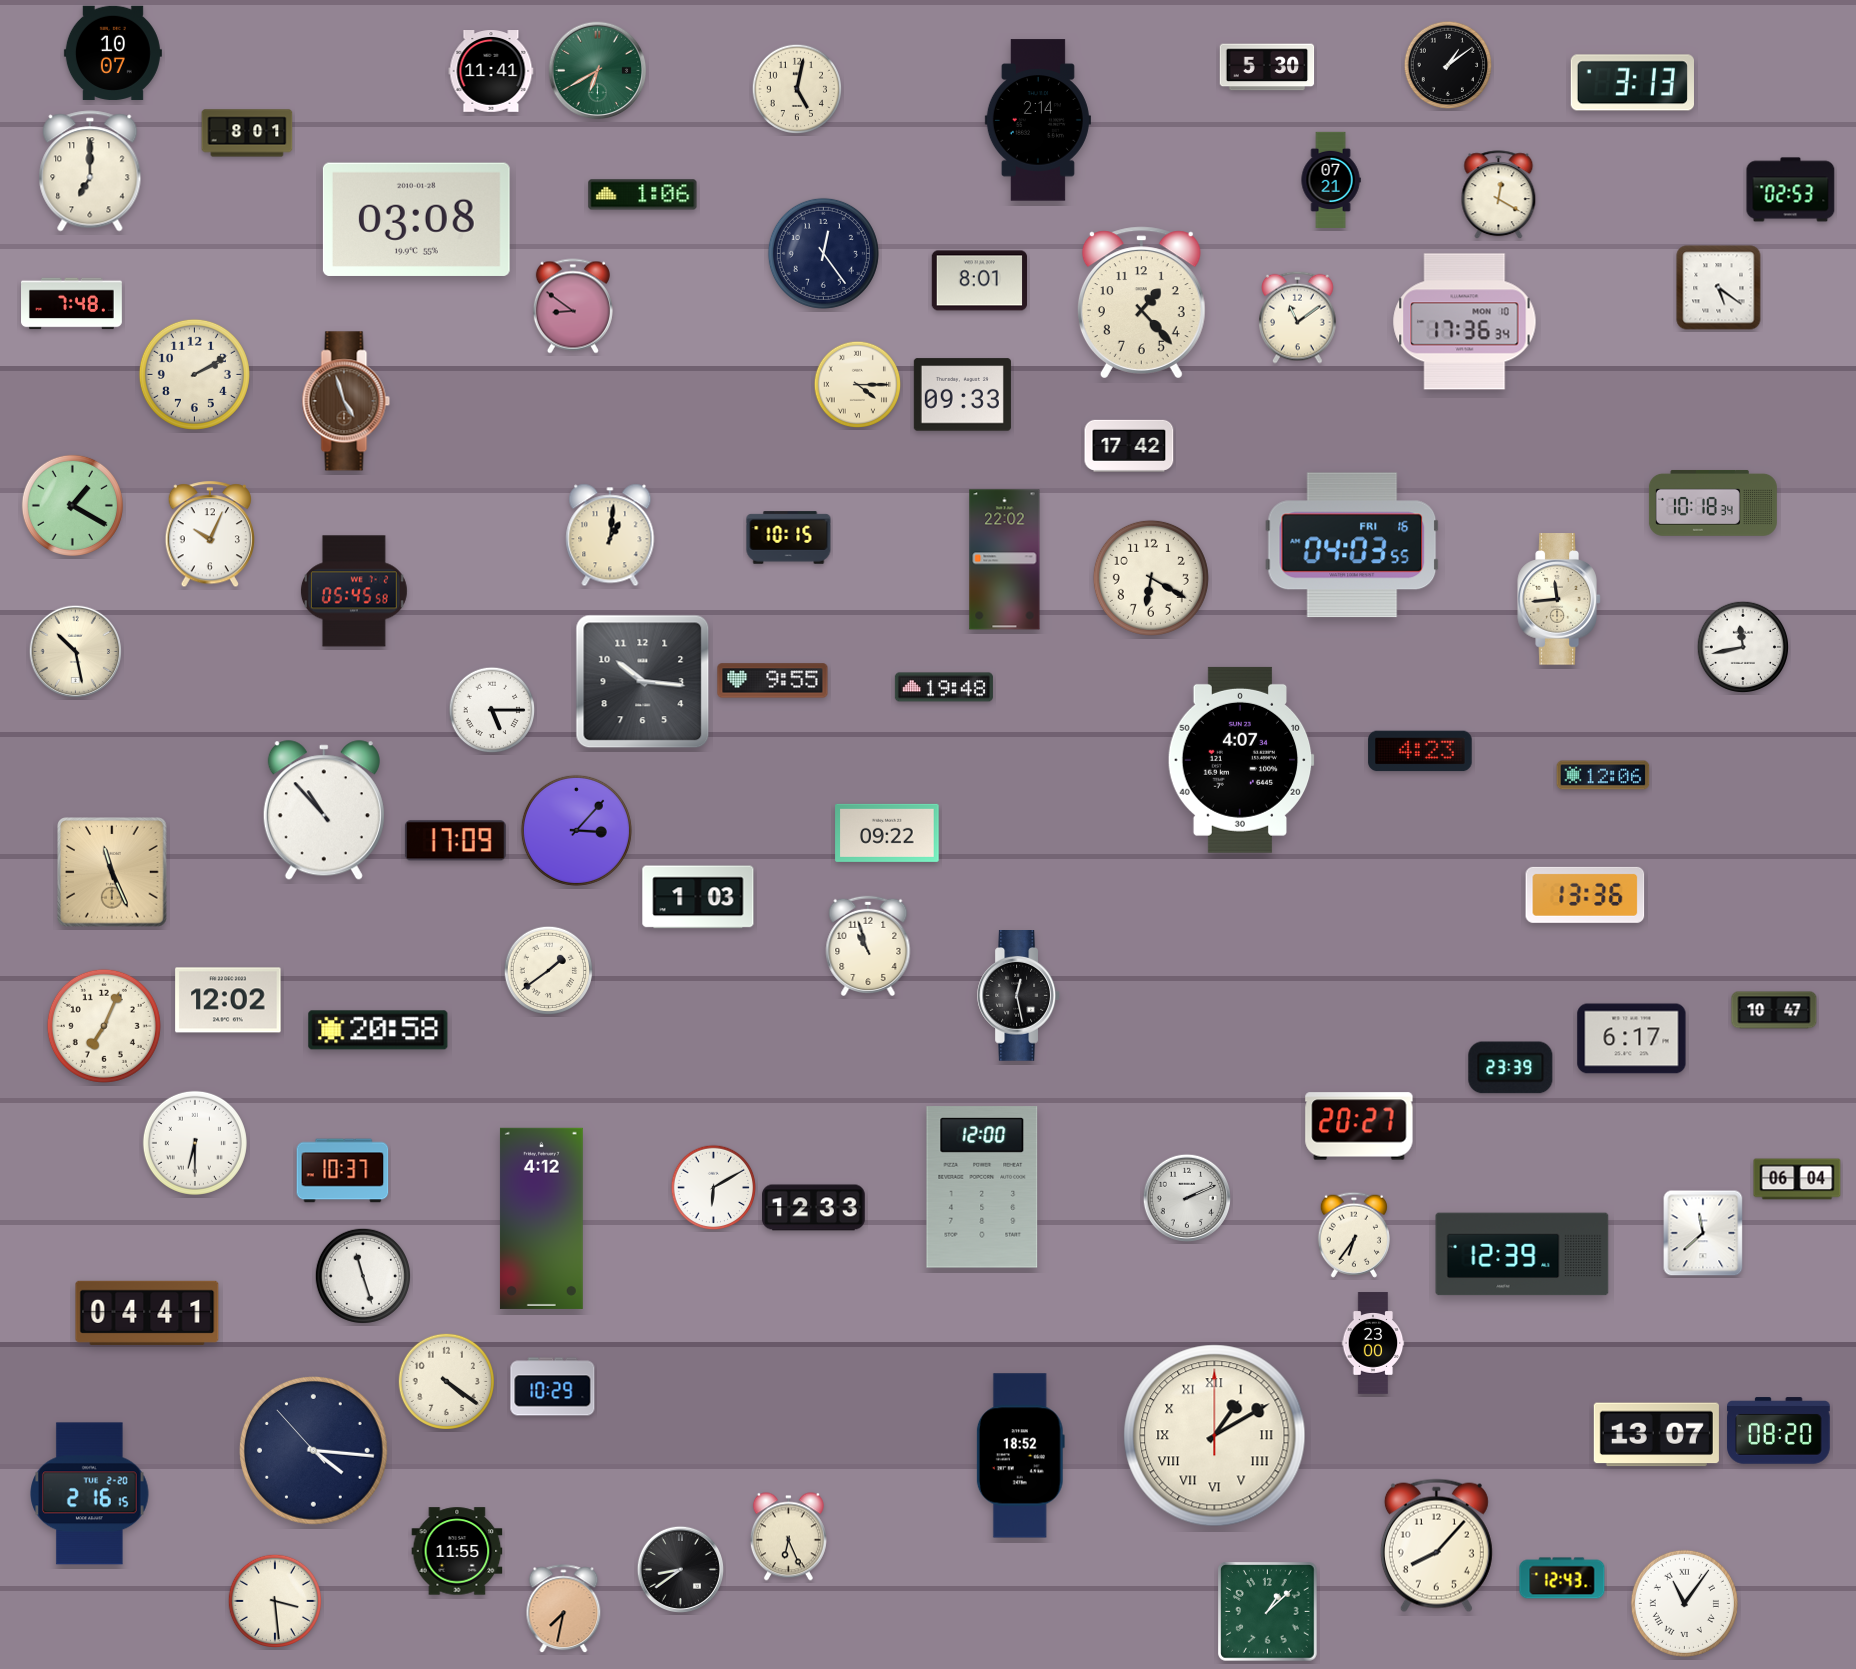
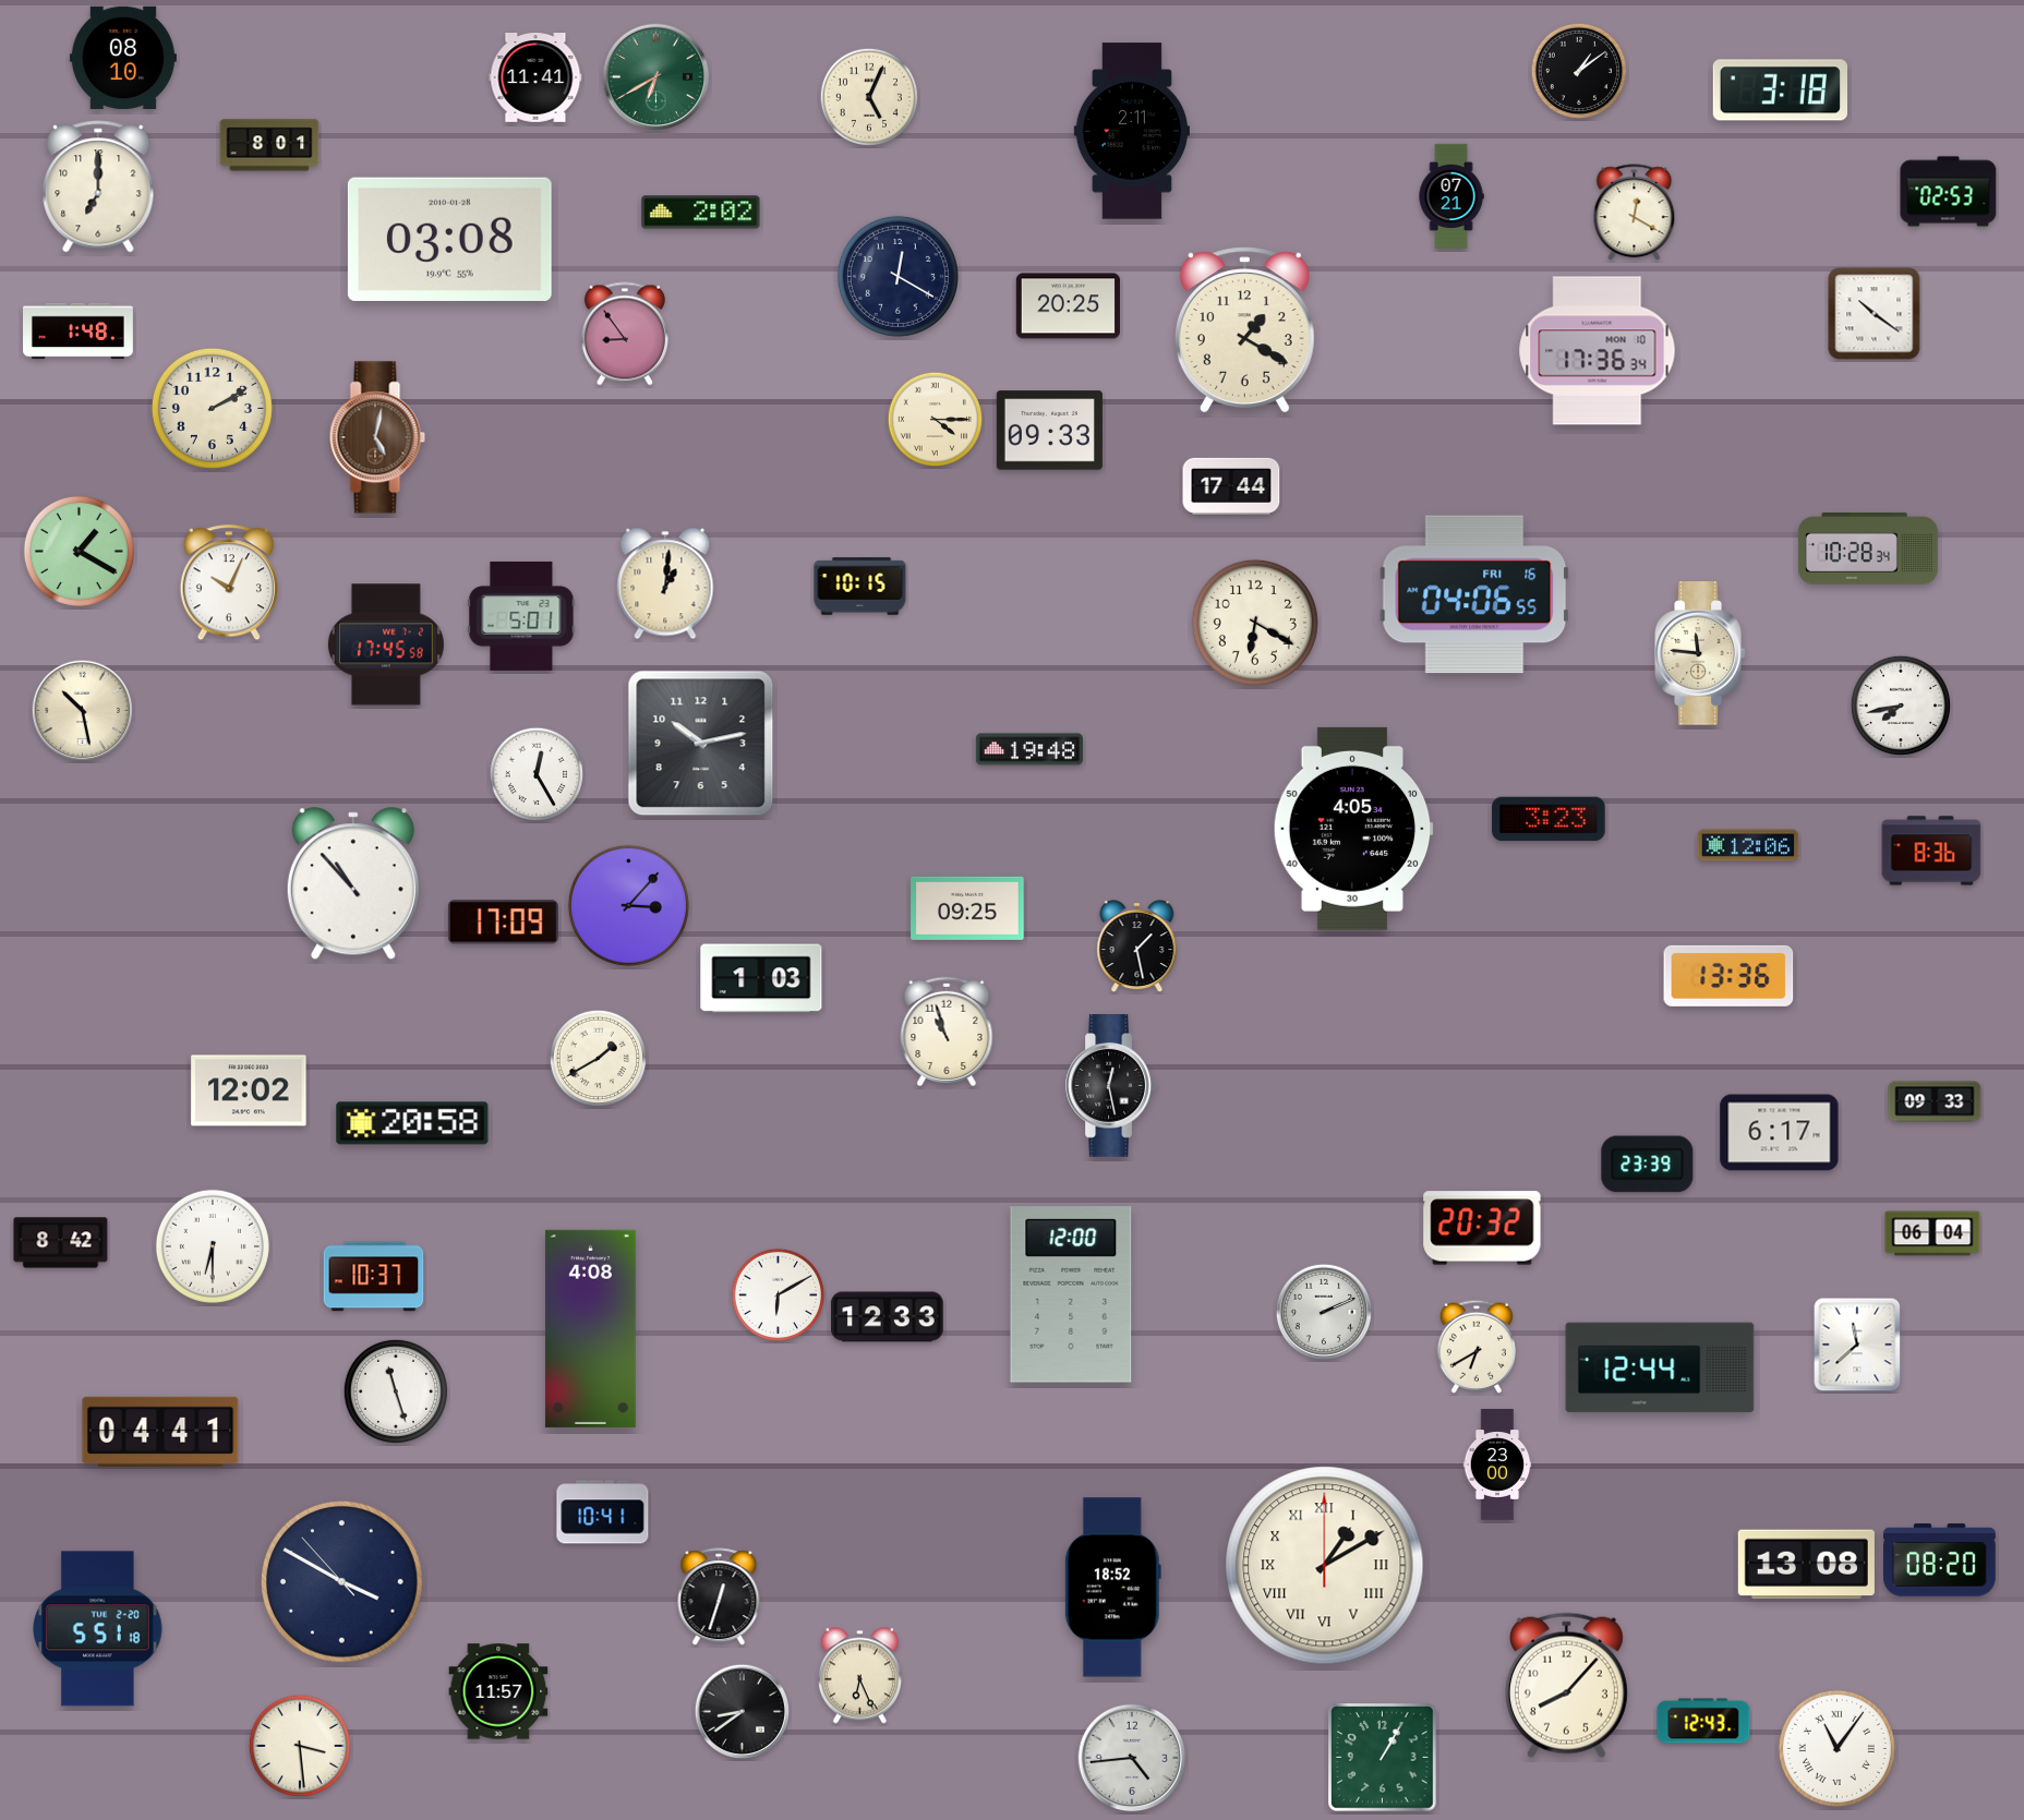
clock at (113, 53): 10:07 -> 08:10
clock at (1267, 67): 5:30 -> none
clock at (598, 71) position: (598, 71) -> (656, 77)
clock at (1632, 83): 3:13 -> 3:18
clock at (797, 89): 5:02 -> 5:04
clock at (1038, 120): 2:14 -> 2:11
clock at (1791, 190) position: (1791, 190) -> (1949, 192)
clock at (643, 195): 1:06 -> 2:02
clock at (416, 219) position: (416, 219) -> (449, 239)
clock at (823, 253): 12:24 -> 12:20
clock at (979, 281): 8:01 -> 20:25
clock at (1719, 288): 5:21 -> 10:21
clock at (1141, 303): 1:23 -> 1:20
clock at (72, 304): 7:48 -> 1:48
clock at (573, 306): 8:51 -> 8:54
clock at (1298, 317): 11:09 -> none
clock at (346, 401): 4:57 -> 5:02
clock at (1129, 446): 17:42 -> 17:44
clock at (1713, 503): 10:18 -> 10:28
clock at (1352, 545): 04:03 -> 04:06
clock at (1005, 560): 22:02 -> none
clock at (521, 616): none -> 5:01
clock at (1151, 578) position: (1151, 578) -> (1255, 623)
clock at (354, 591): 05:45 -> 17:45
clock at (1559, 599): 11:44 -> 11:46
clock at (1742, 646): 11:43 -> 7:43
clock at (773, 681): 9:55 -> none
clock at (643, 682): 10:16 -> 10:13
clock at (492, 710): 5:15 -> 12:25
clock at (1420, 751): 4:23 -> 3:23
clock at (1241, 760): 4:07 -> 4:05
clock at (1931, 851): none -> 8:36
clock at (887, 833): 09:22 -> 09:25
clock at (455, 841) position: (455, 841) -> (503, 923)
clock at (1137, 947): none -> 1:28
clock at (112, 872): 11:26 -> none
clock at (549, 971): 1:39 -> 1:40
clock at (1774, 1010): 10:47 -> 09:33
clock at (104, 1026): 7:04 -> none
clock at (1359, 1126): 20:27 -> 20:32
clock at (61, 1243): none -> 8:42
clock at (1797, 1179) position: (1797, 1179) -> (1932, 1233)
clock at (1186, 1197) position: (1186, 1197) -> (1323, 1311)
clock at (541, 1218): 4:12 -> 4:08
clock at (1354, 1235): 6:36 -> 6:40
clock at (1522, 1254): 12:39 -> 12:44
clock at (446, 1381): 4:21 -> none
clock at (553, 1387): 10:29 -> 10:41
clock at (1656, 1435): 13:07 -> 13:08
clock at (314, 1451): 4:15 -> 3:49
clock at (719, 1598): none -> 12:33
clock at (90, 1494): 2:16 -> 5:51
clock at (457, 1551): 11:55 -> 11:57
clock at (564, 1609): 7:32 -> none
clock at (1132, 1758): none -> 4:44
clock at (1268, 1612): 1:08 -> 1:05
